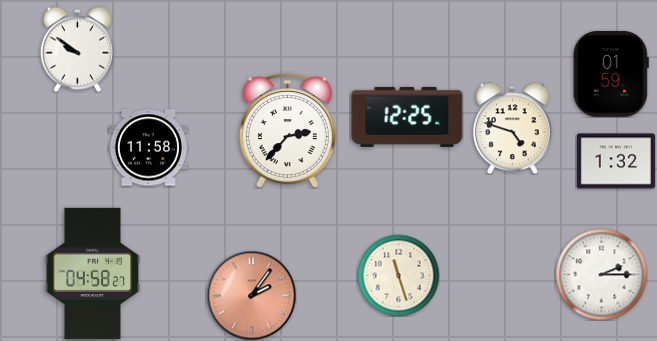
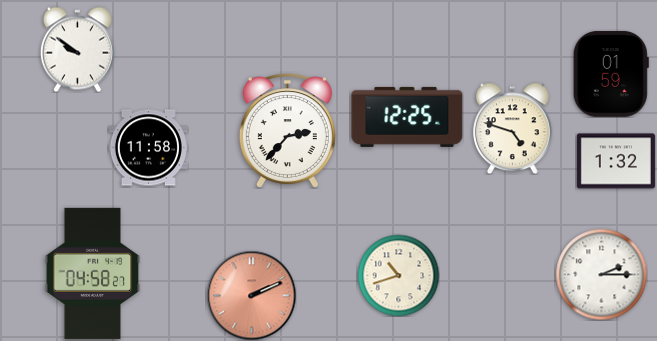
clock at (398, 275): 11:27 -> 10:42
clock at (251, 295): 2:06 -> 2:11
